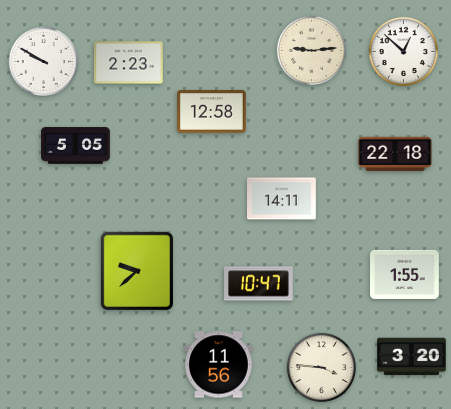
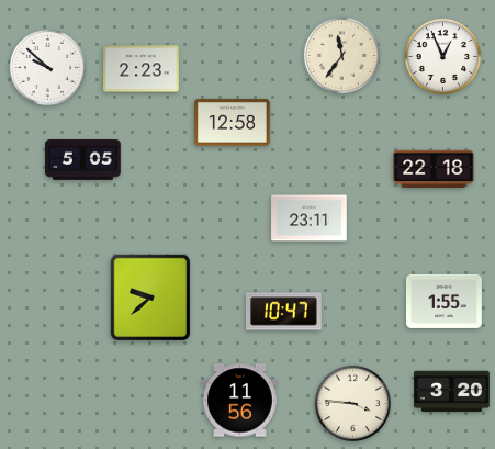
clock at (311, 50): 9:14 -> 11:36
clock at (403, 51): 12:52 -> 12:56
clock at (43, 61): 9:50 -> 9:52
clock at (282, 199): 14:11 -> 23:11
